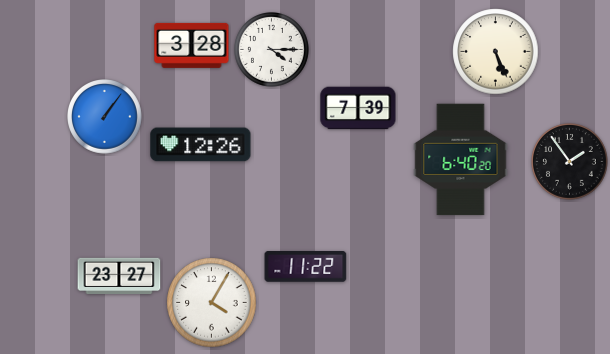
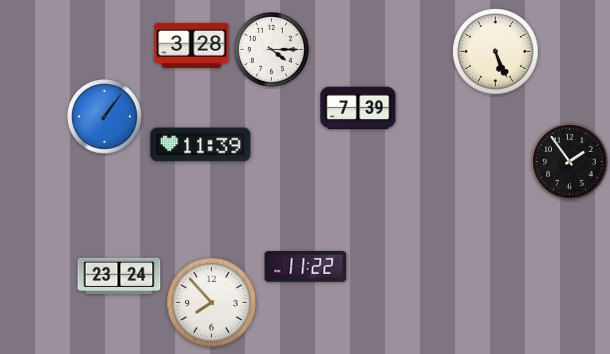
clock at (201, 145): 12:26 -> 11:39
clock at (461, 160): 6:40 -> none
clock at (119, 275): 23:27 -> 23:24
clock at (212, 303): 4:05 -> 7:53
